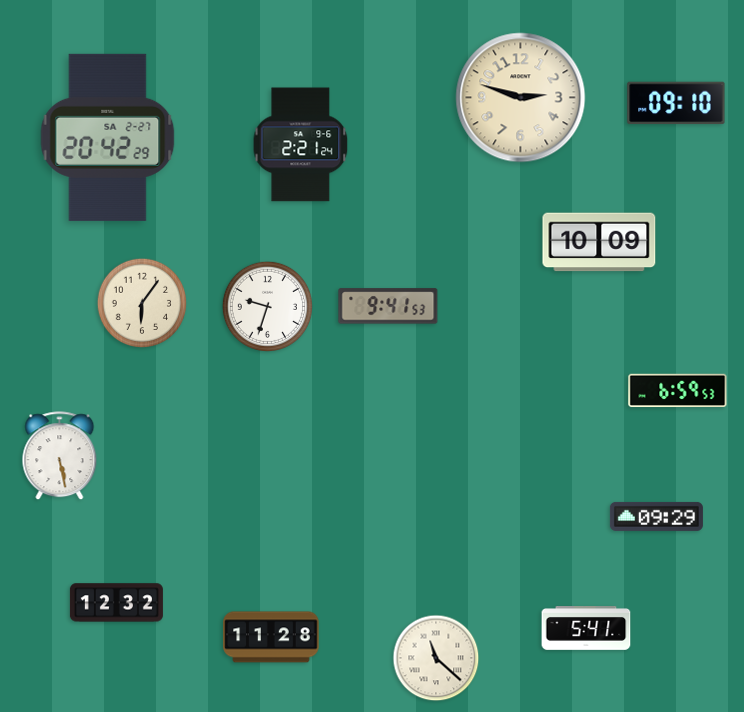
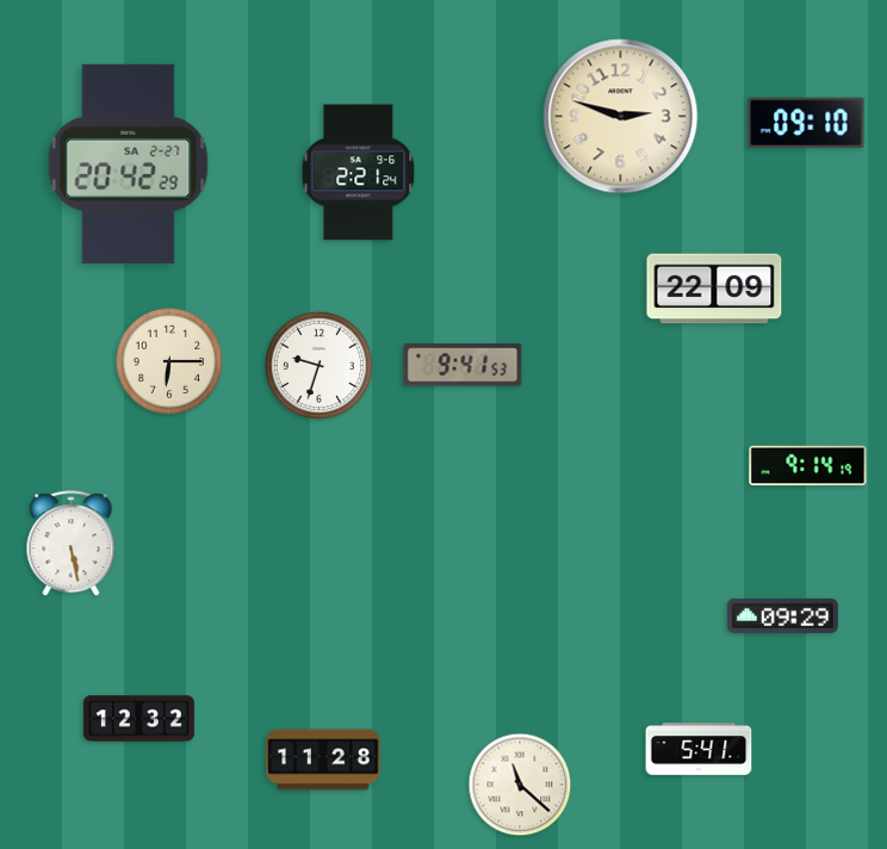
clock at (599, 242): 10:09 -> 22:09
clock at (141, 302): 6:06 -> 6:15
clock at (678, 391): 6:59 -> 9:14
